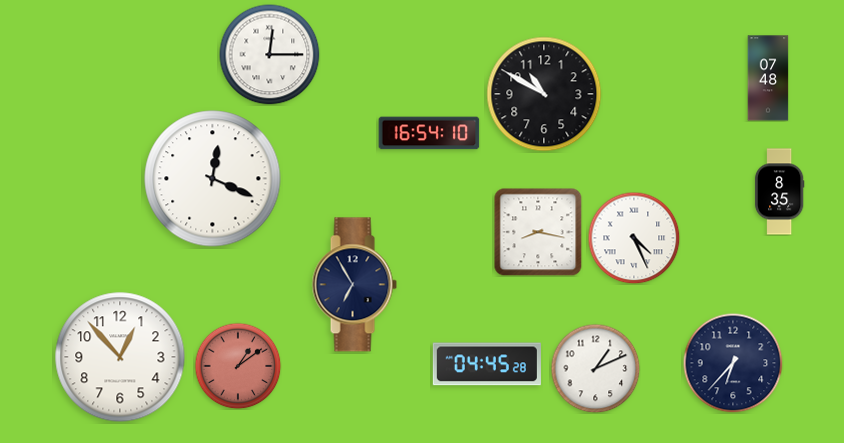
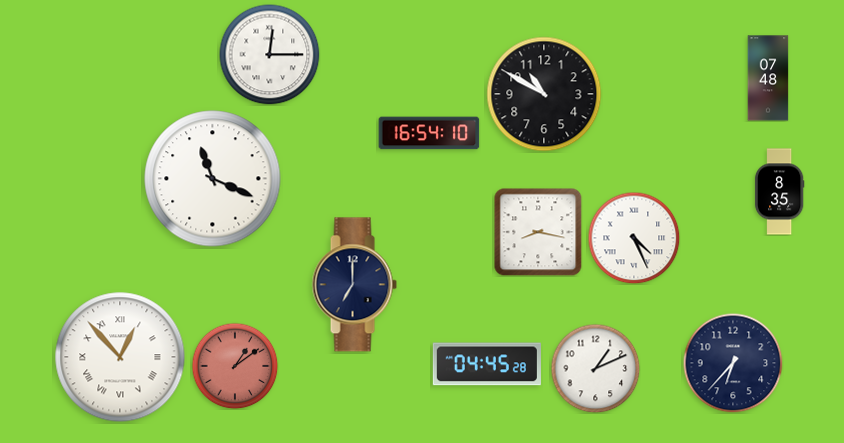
clock at (213, 179): 12:19 -> 11:19
clock at (354, 285): 6:55 -> 7:00
clock at (120, 357) numerals: Arabic -> Roman
clock at (238, 366) position: (238, 366) -> (235, 366)
